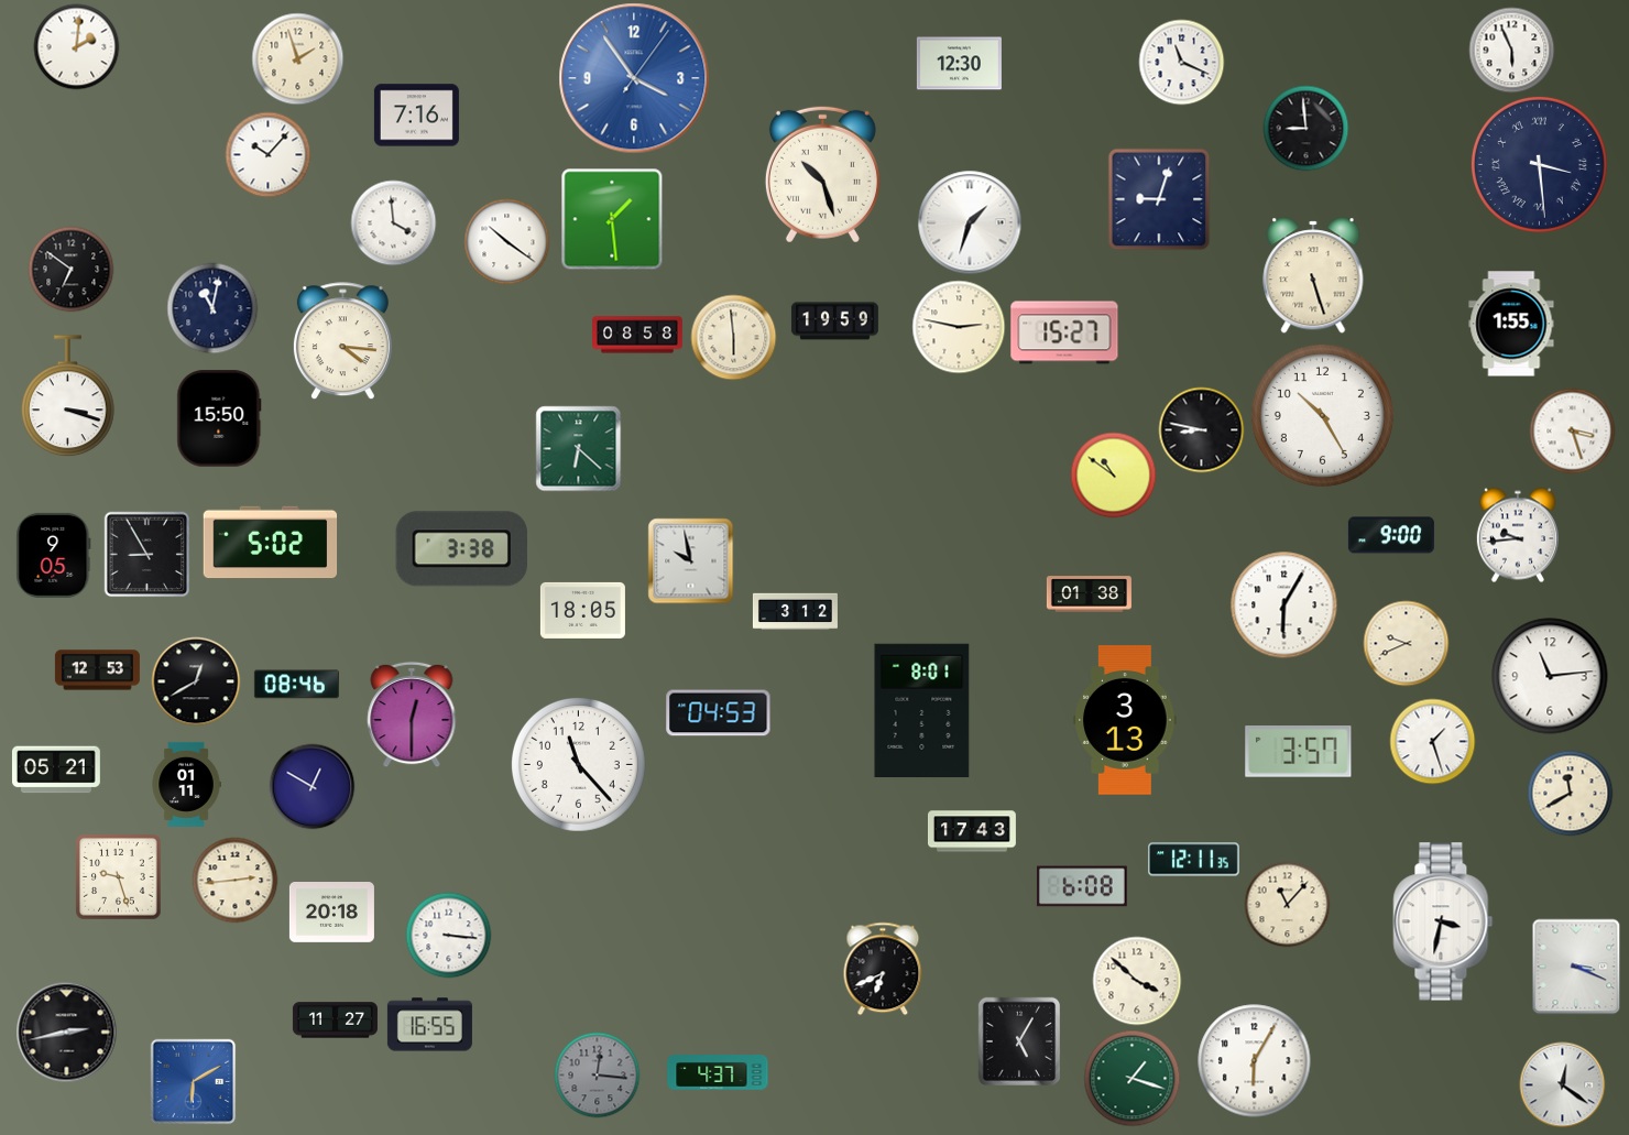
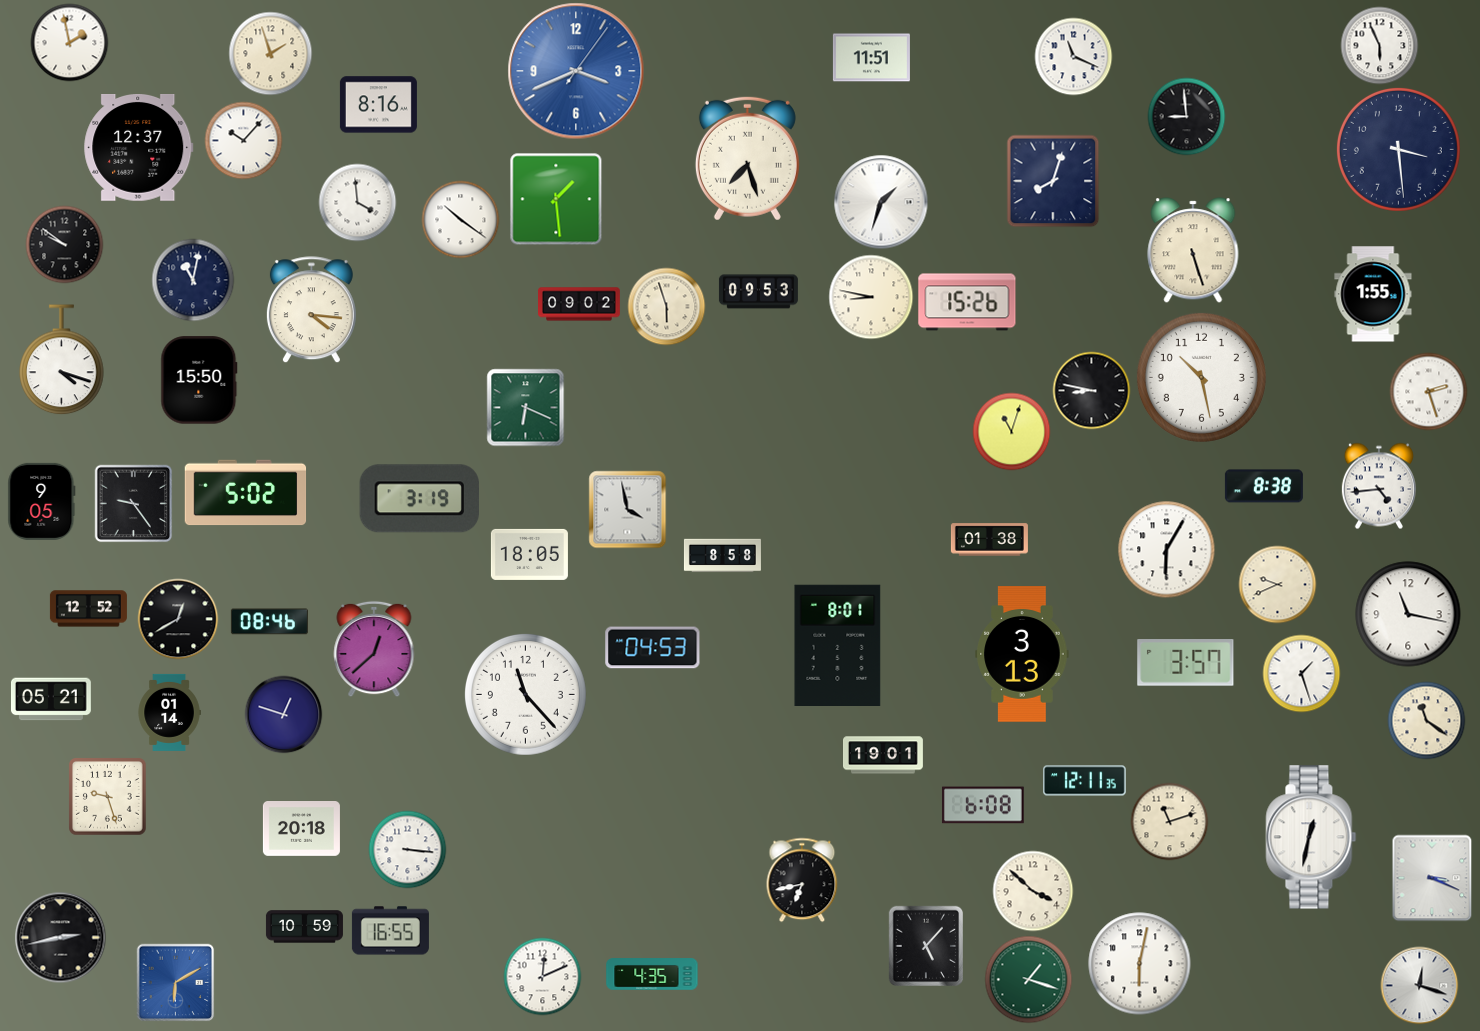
clock at (76, 46): 2:01 -> 1:58
clock at (1511, 50) position: (1511, 50) -> (1379, 45)
clock at (959, 64): 12:30 -> 11:51
clock at (634, 78): 3:54 -> 3:41
clock at (416, 116): 7:16 -> 8:16
clock at (139, 148): none -> 12:37
clock at (1539, 164) numerals: Roman -> Arabic
clock at (822, 174): 10:27 -> 7:27
clock at (1159, 199): 9:03 -> 8:03
clock at (70, 269): 6:51 -> 9:51
clock at (834, 321): 19:59 -> 09:53
clock at (959, 327): 2:47 -> 8:47
clock at (1064, 332): 15:27 -> 15:26
clock at (637, 335): 08:58 -> 09:02
clock at (733, 337): 5:59 -> 5:57
clock at (68, 396): 3:18 -> 4:18
clock at (1322, 415): 10:25 -> 10:28
clock at (1572, 430): 3:27 -> 2:27
clock at (578, 448): 6:22 -> 6:19
clock at (1113, 474): 10:51 -> 11:03
clock at (1391, 535): 9:00 -> 8:38
clock at (1518, 535): 9:44 -> 4:44
clock at (461, 549): 3:38 -> 3:19
clock at (146, 554): 8:55 -> 9:24
clock at (54, 555) position: (54, 555) -> (42, 501)
clock at (690, 560): 9:58 -> 3:58
clock at (795, 612): 3:12 -> 8:58
clock at (97, 670): 12:53 -> 12:52
clock at (1550, 676): 11:14 -> 11:17
clock at (412, 714): 12:30 -> 12:38
clock at (1299, 752) position: (1299, 752) -> (1186, 663)
clock at (186, 784): 01:11 -> 01:14
clock at (311, 786): 12:50 -> 12:48
clock at (1570, 793): 11:40 -> 11:21
clock at (973, 831): 17:43 -> 19:01
clock at (234, 880): 2:44 -> none
clock at (1287, 904): 11:07 -> 11:12
clock at (1443, 921): 3:32 -> 12:32
clock at (883, 969): 6:41 -> 6:43
clock at (335, 1021): 11:27 -> 10:59
clock at (1018, 1040): 5:05 -> 5:07
clock at (1255, 1061): 6:05 -> 6:02
clock at (718, 1072): 4:37 -> 4:35
clock at (597, 1074): 12:16 -> 12:11
clock at (597, 1074) dial: grey -> white
clock at (1562, 1084): 12:21 -> 12:18
